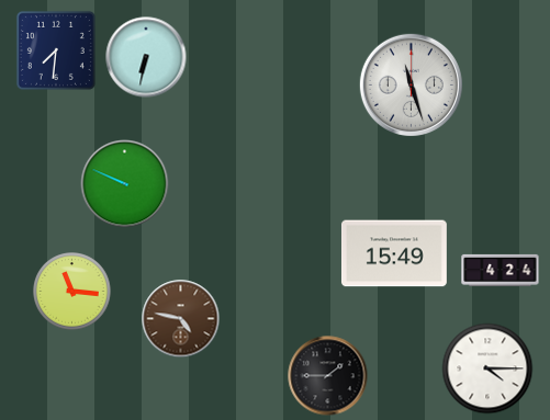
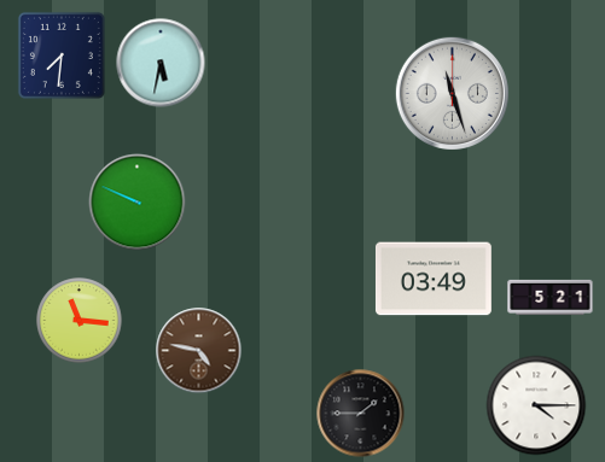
clock at (146, 57): 6:32 -> 5:32
clock at (394, 253): 15:49 -> 03:49
clock at (501, 270): 4:24 -> 5:21
